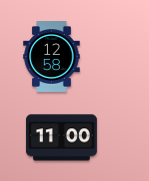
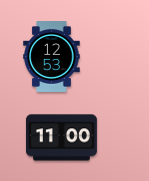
clock at (52, 57): 12:58 -> 12:53
